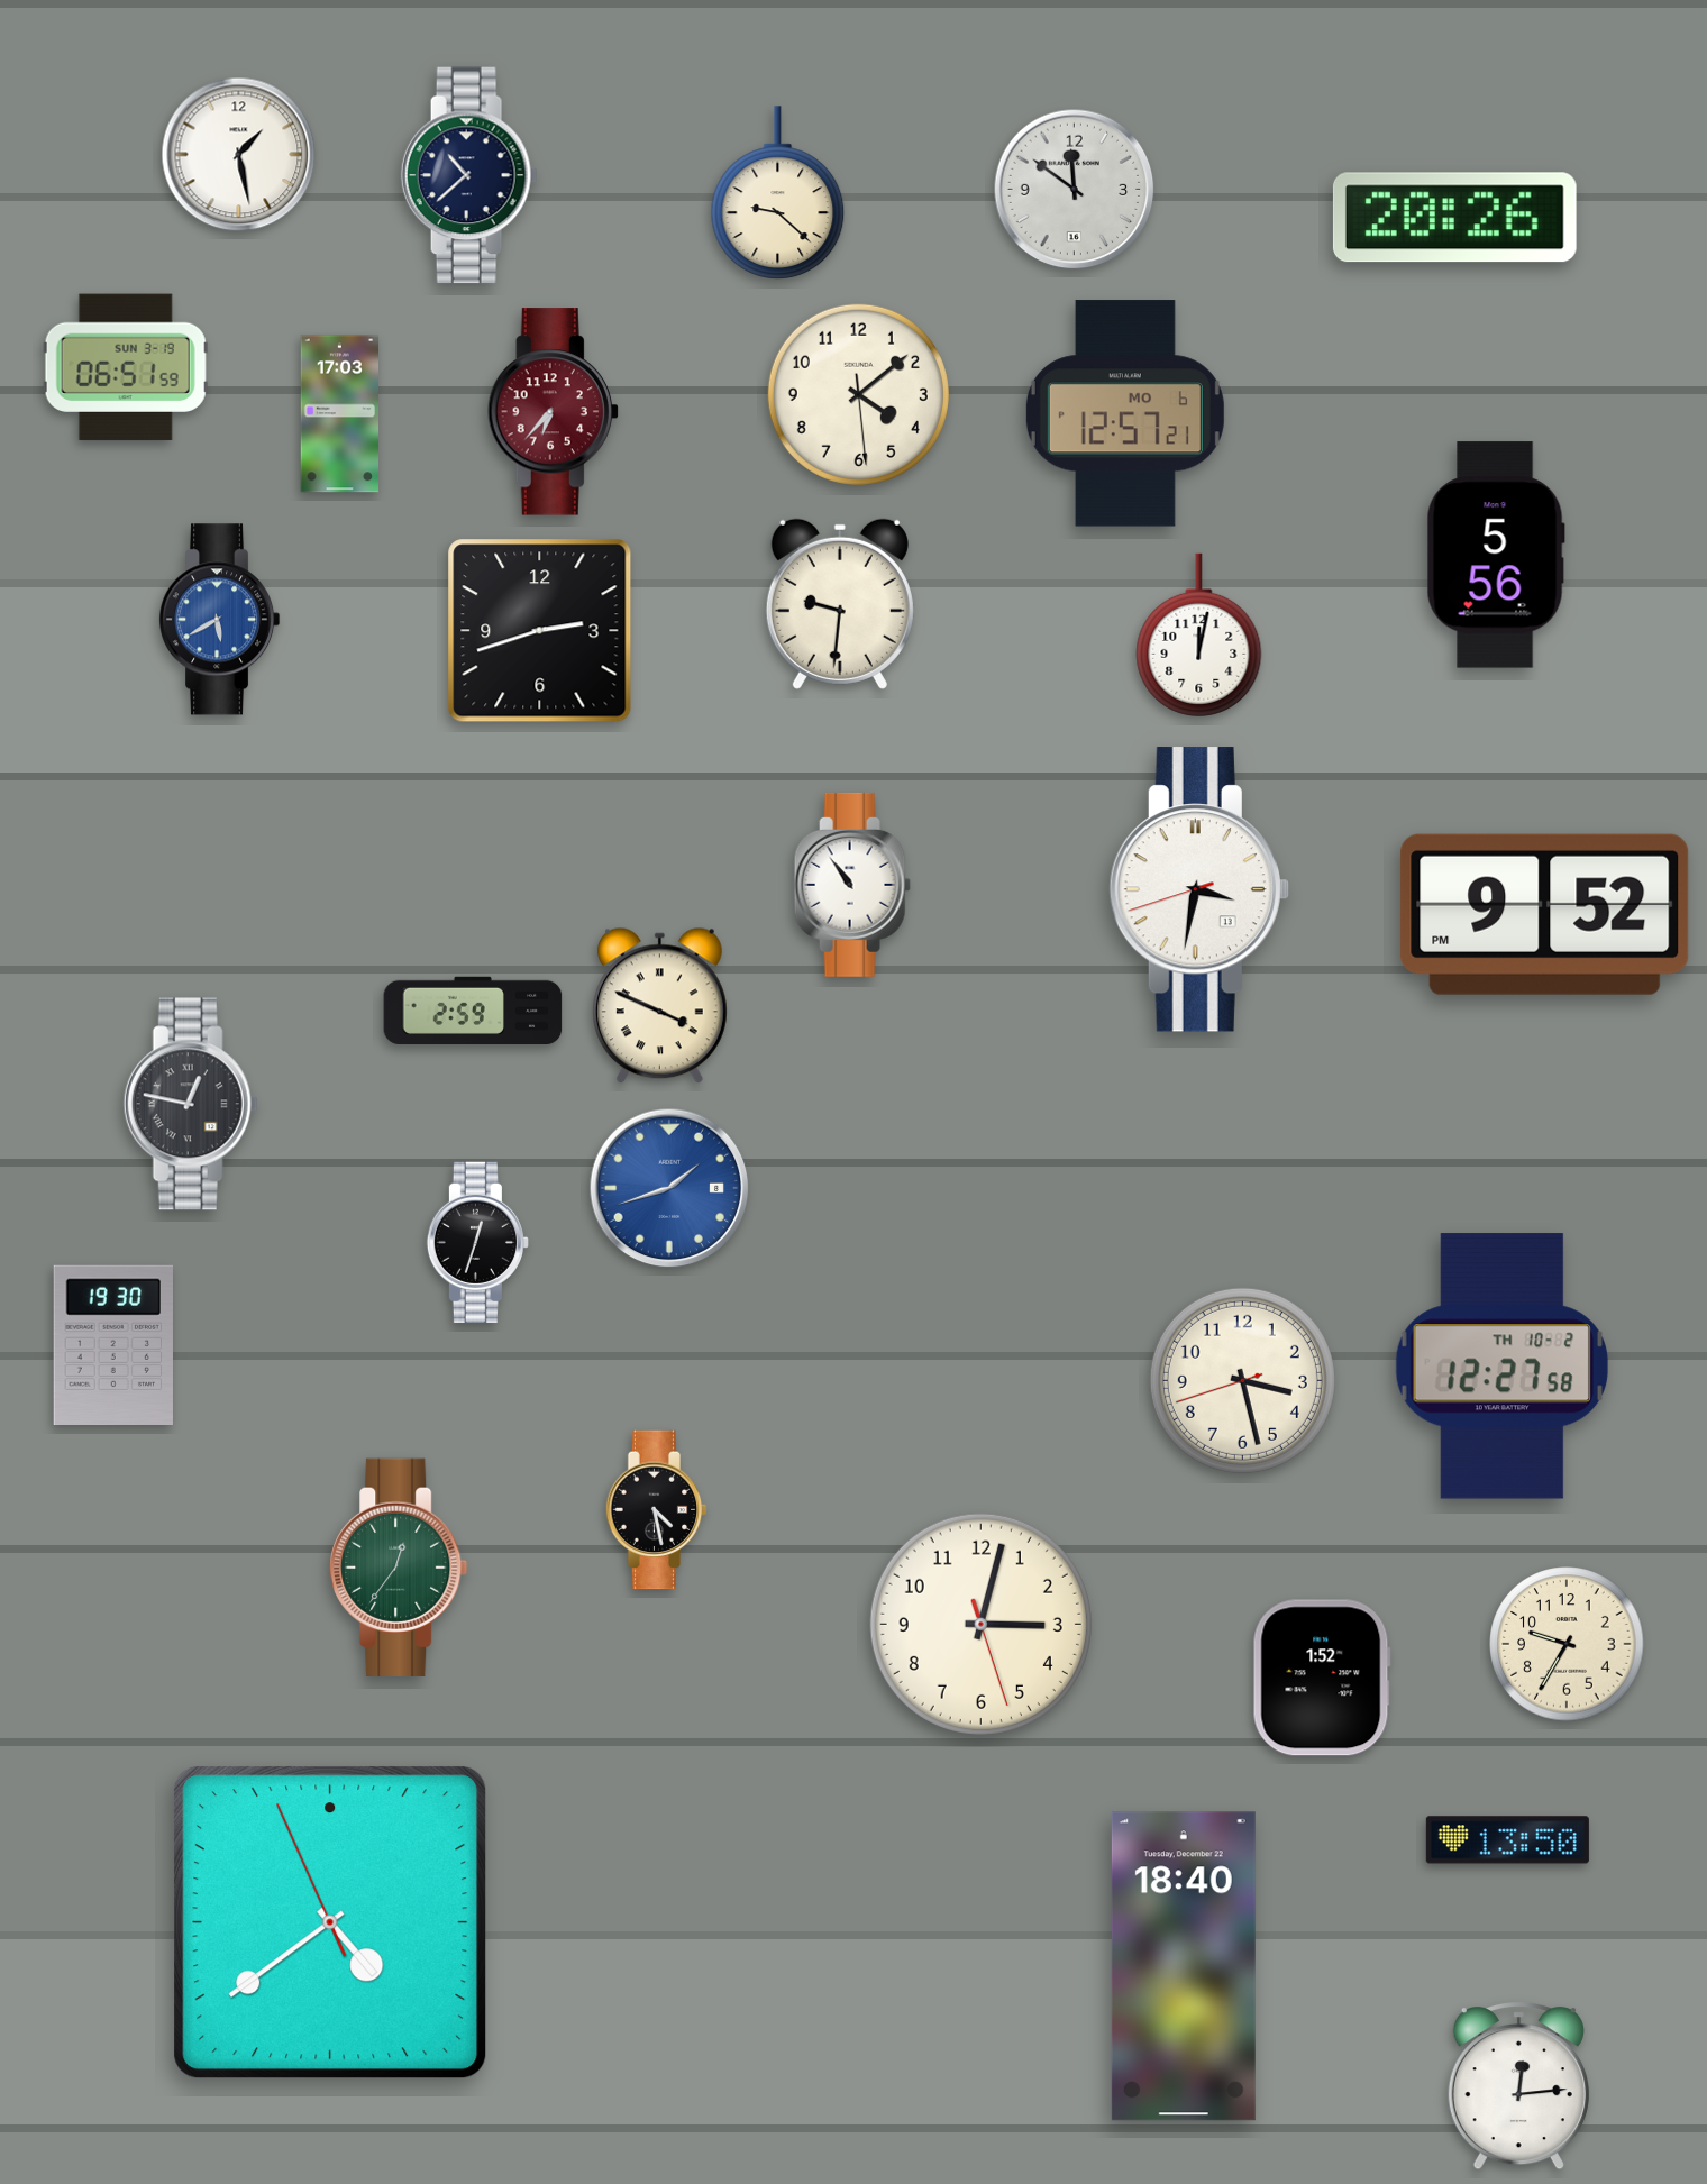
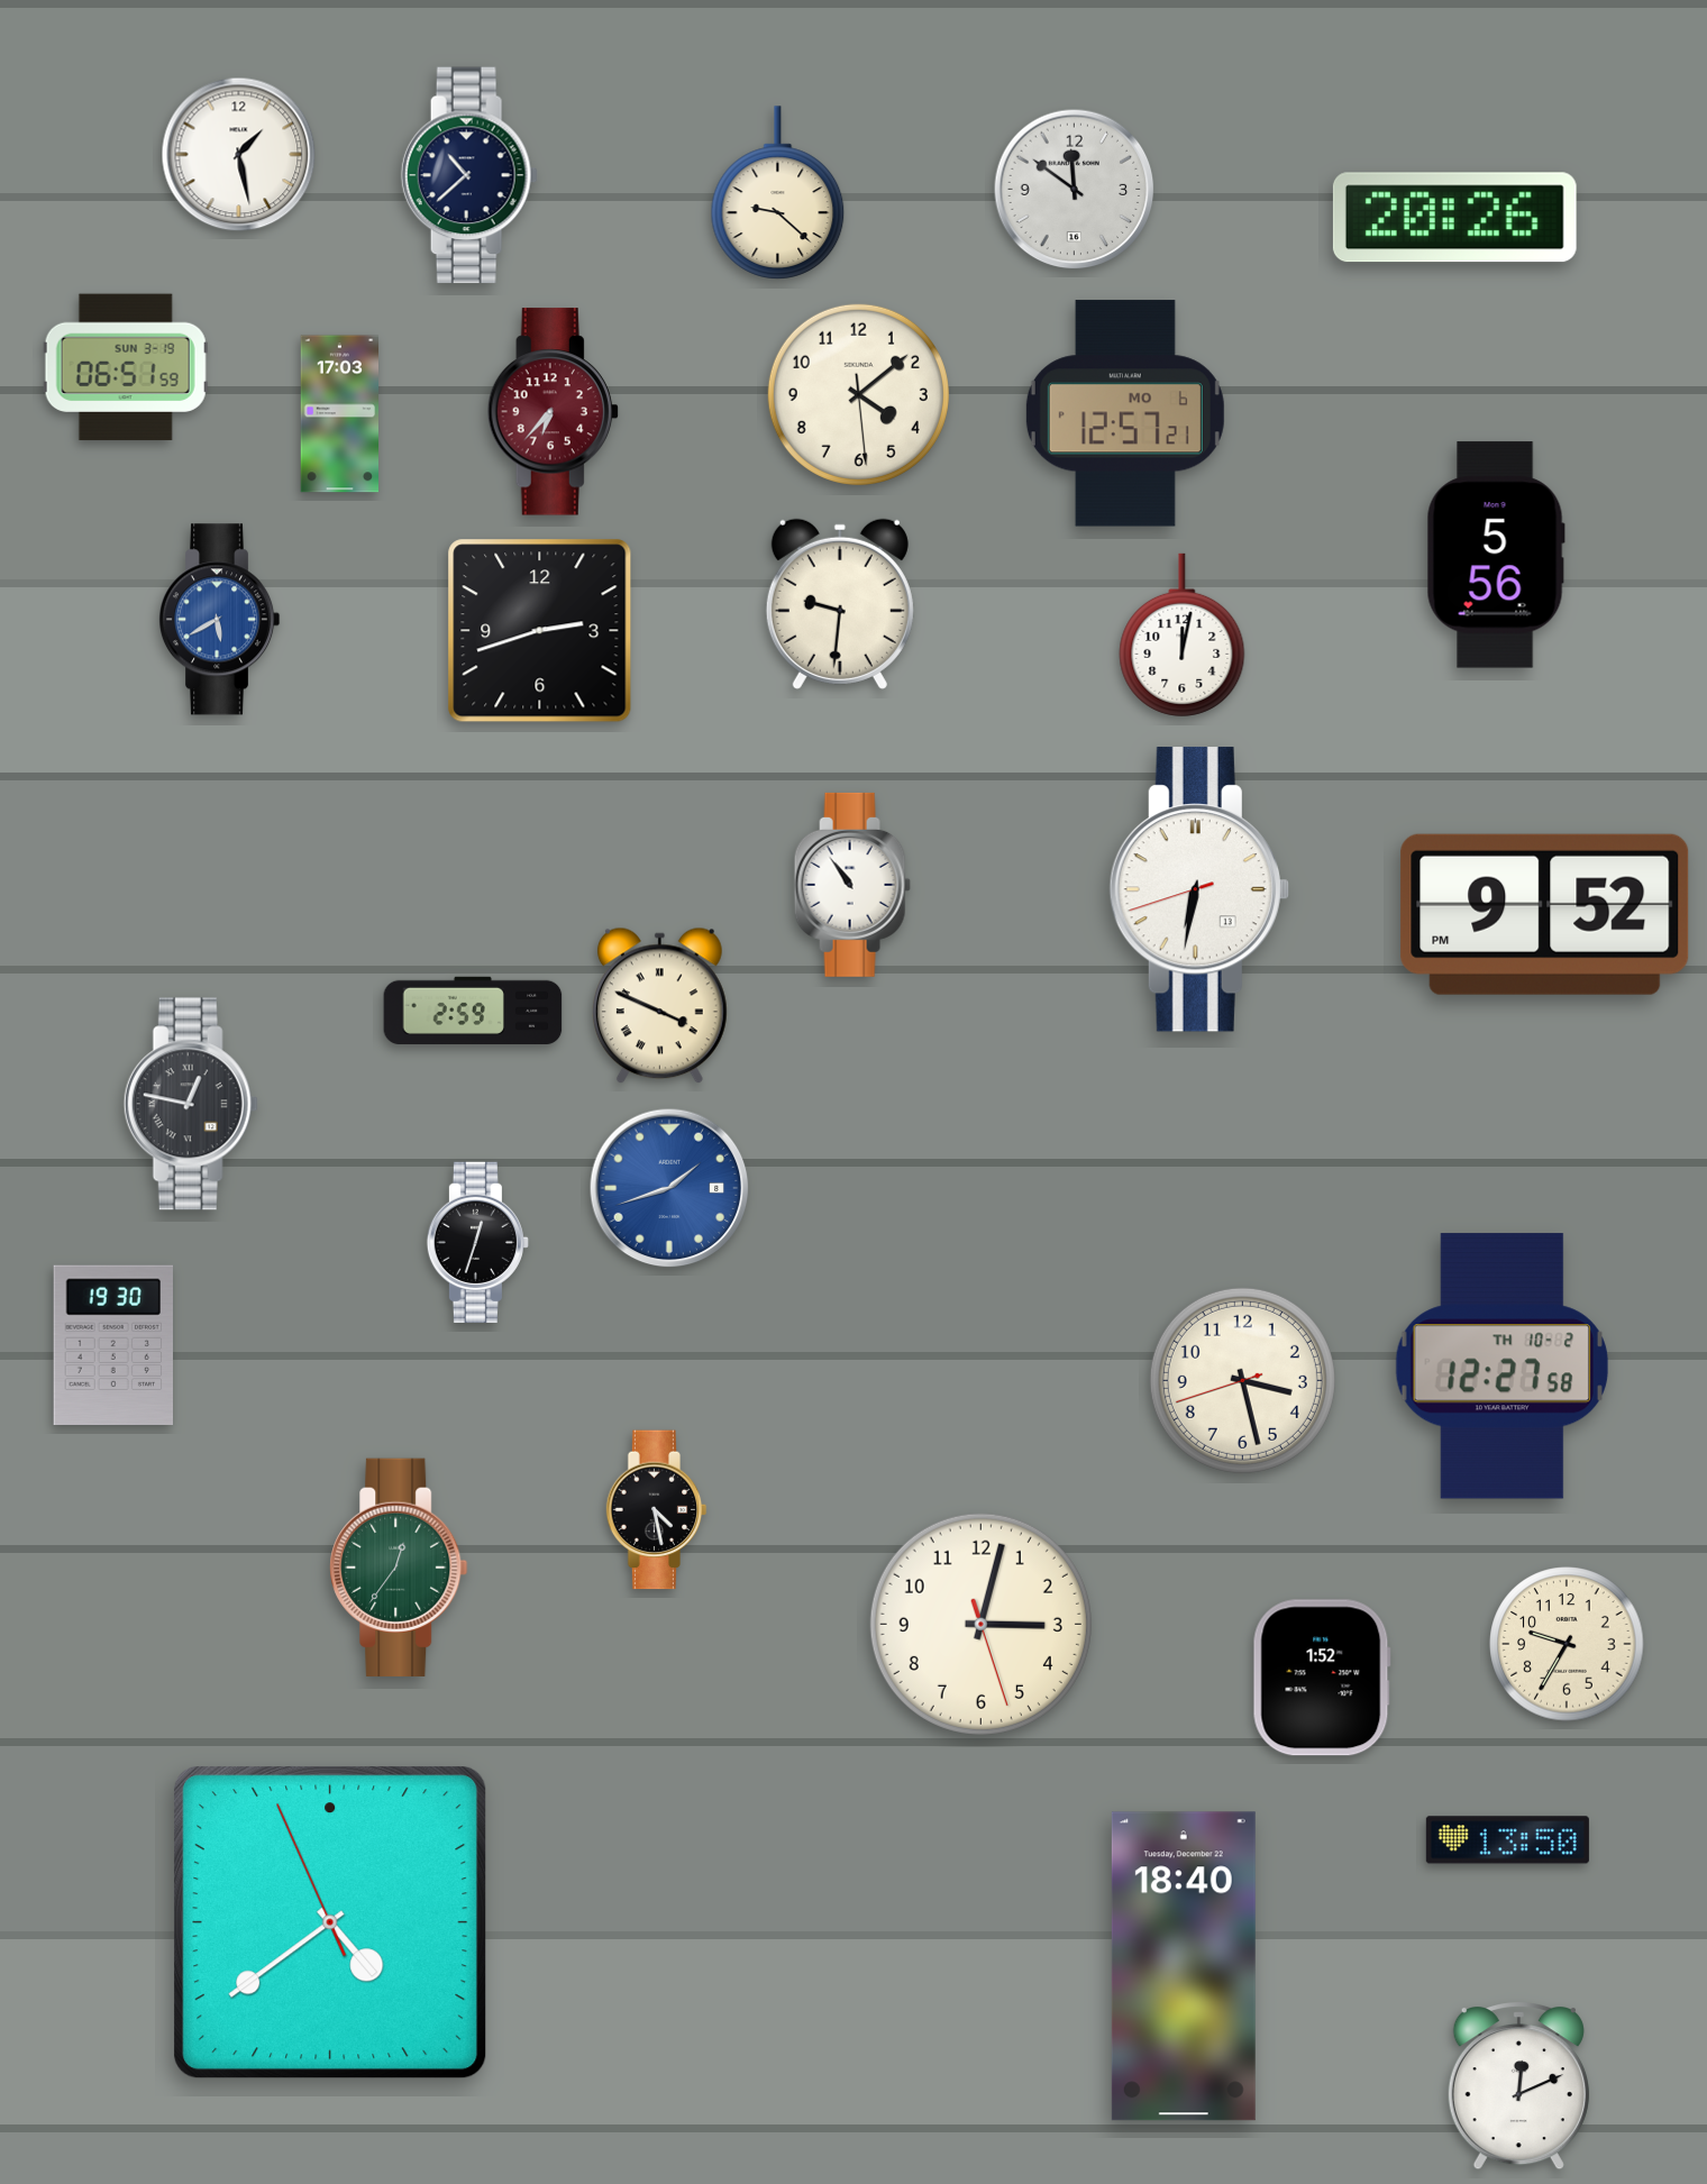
clock at (1199, 634) position: (1199, 634) -> (1183, 634)
clock at (1199, 889): 3:31 -> 6:31
clock at (1518, 2086): 12:14 -> 12:11
